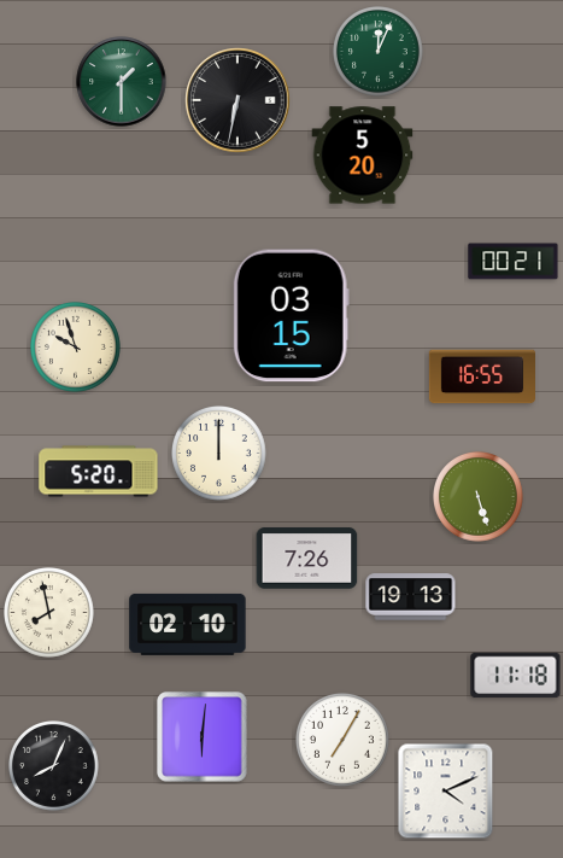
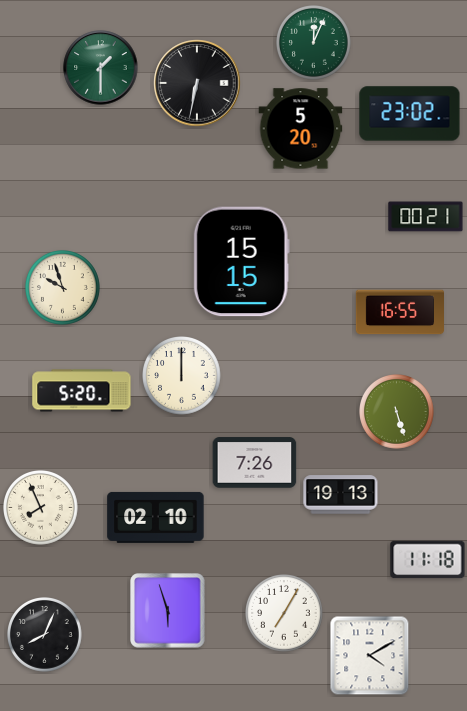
clock at (410, 114): none -> 23:02
clock at (291, 316): 03:15 -> 15:15
clock at (49, 613): 7:58 -> 7:56
clock at (203, 737): 6:01 -> 5:57
clock at (446, 792): 4:11 -> 4:10
